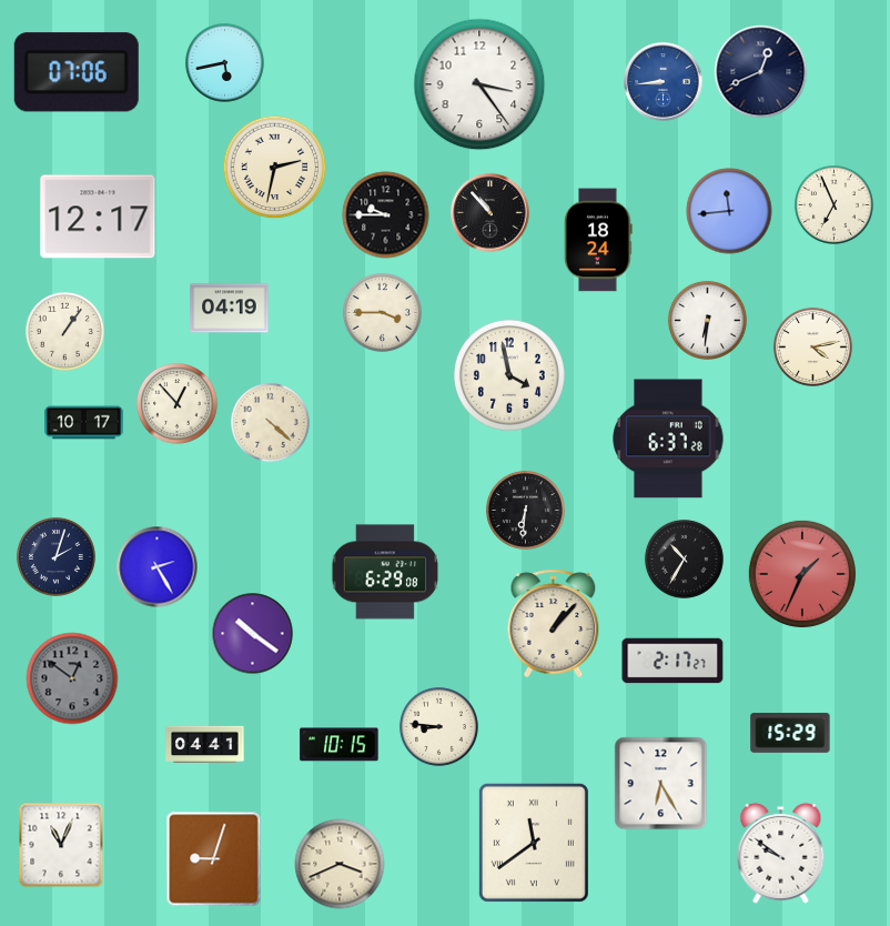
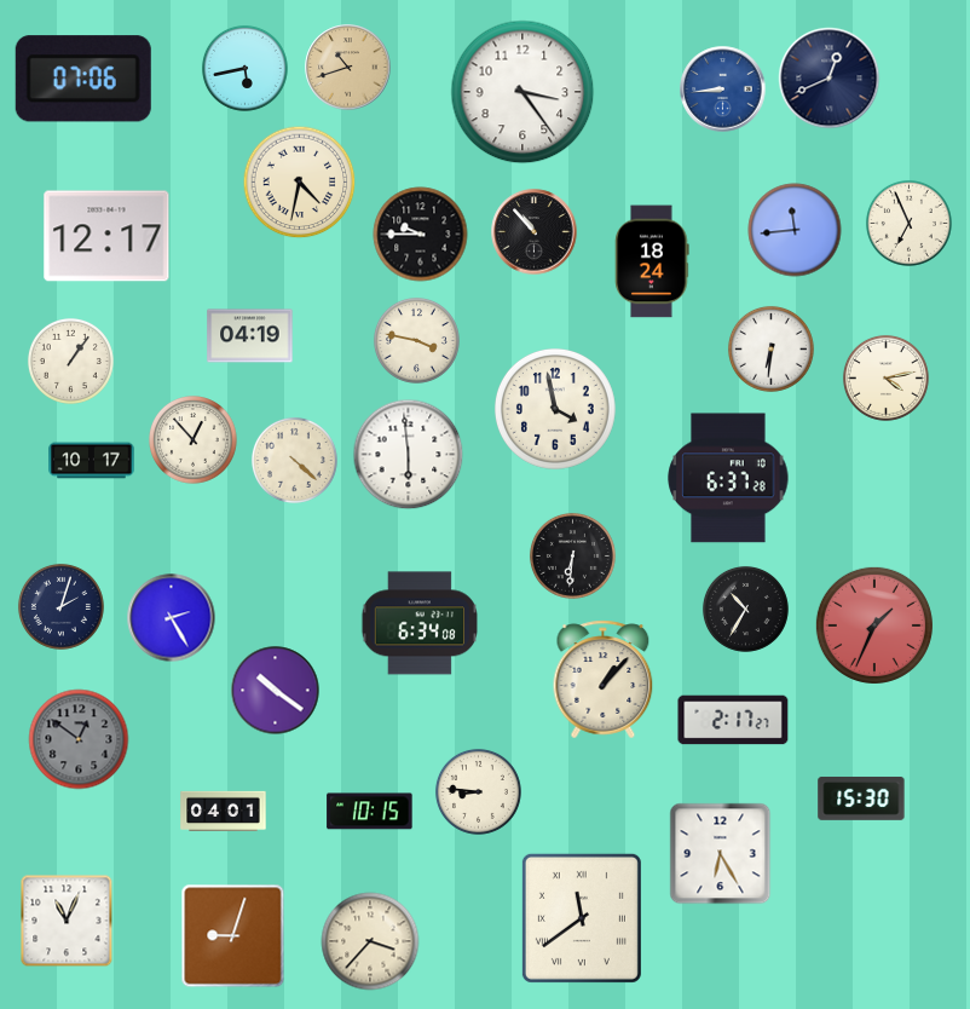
clock at (348, 68): none -> 10:42
clock at (275, 168): 2:32 -> 4:32
clock at (382, 312): 3:45 -> 3:47
clock at (409, 455): none -> 5:59
clock at (384, 572): 6:29 -> 6:34
clock at (790, 733): 15:29 -> 15:30
clock at (205, 744): 04:41 -> 04:01
clock at (781, 853): 9:51 -> none
clock at (340, 864): 3:41 -> 3:37
